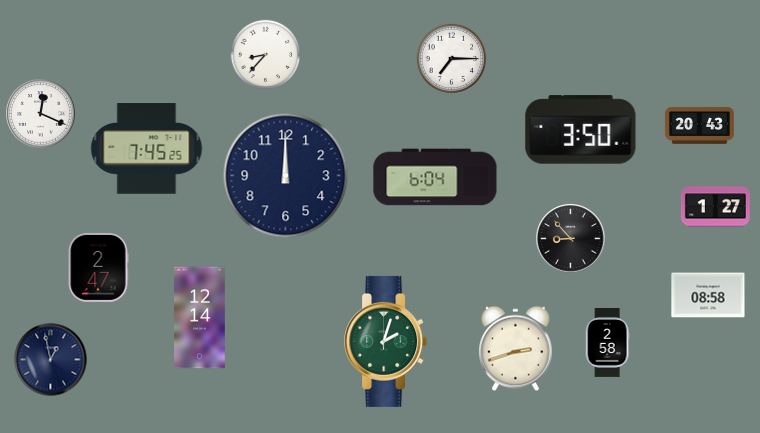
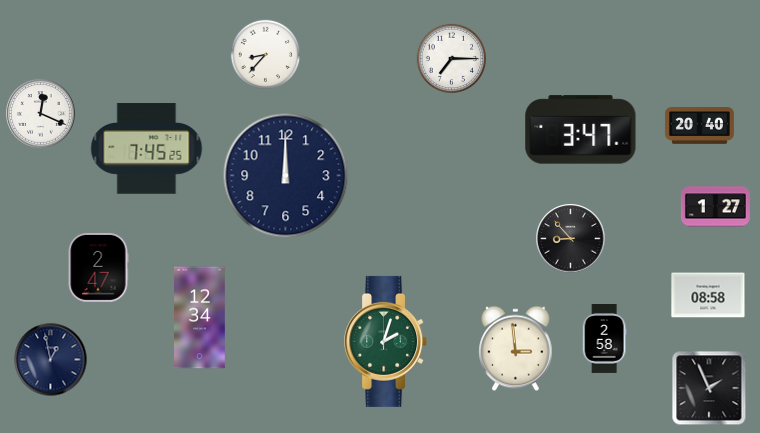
clock at (699, 126): 20:43 -> 20:40
clock at (581, 130): 3:50 -> 3:47
clock at (435, 177): 6:04 -> none
clock at (200, 318): 12:14 -> 12:34
clock at (607, 343) position: (607, 343) -> (604, 339)
clock at (516, 349): 2:42 -> 2:59
clock at (709, 388): none -> 1:56
